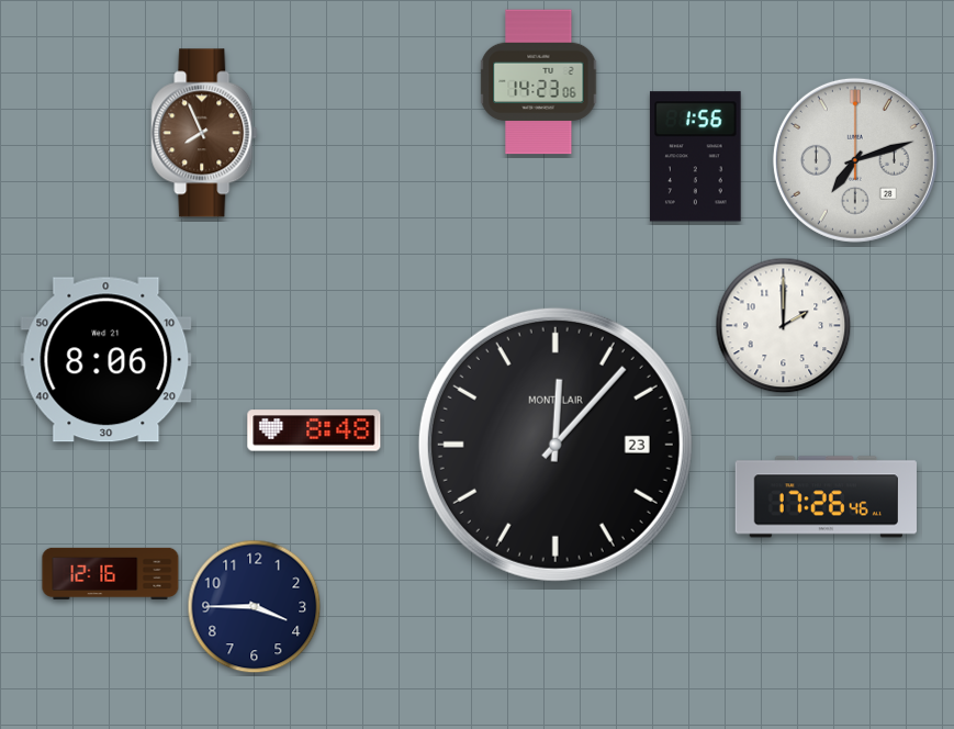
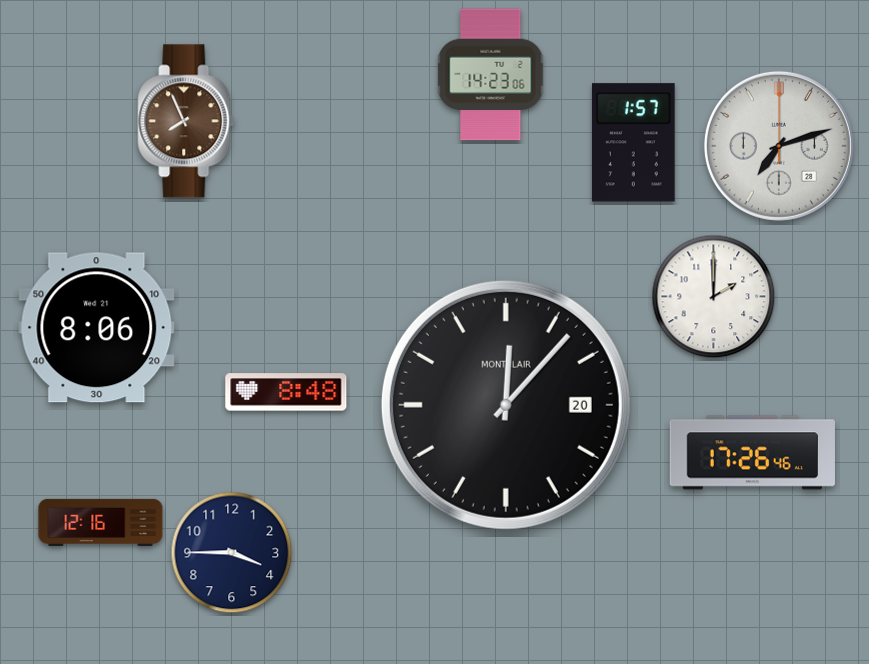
clock at (695, 157): 1:56 -> 1:57
clock at (555, 445) date: 23 -> 20
